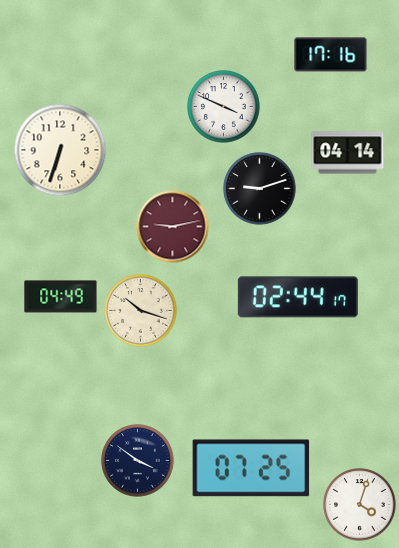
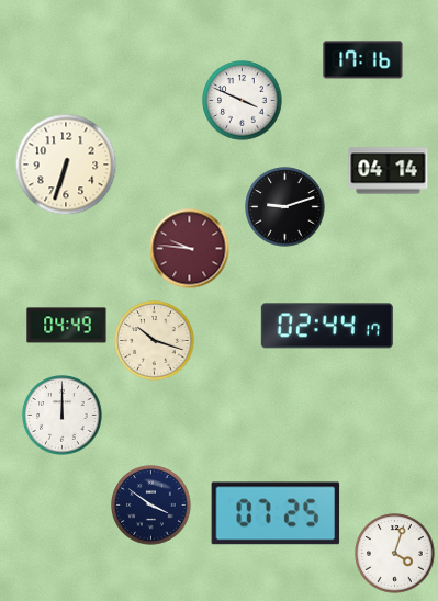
clock at (224, 107) position: (224, 107) -> (243, 101)
clock at (348, 153) position: (348, 153) -> (389, 171)
clock at (173, 227): 9:13 -> 9:46
clock at (63, 416): none -> 12:00
